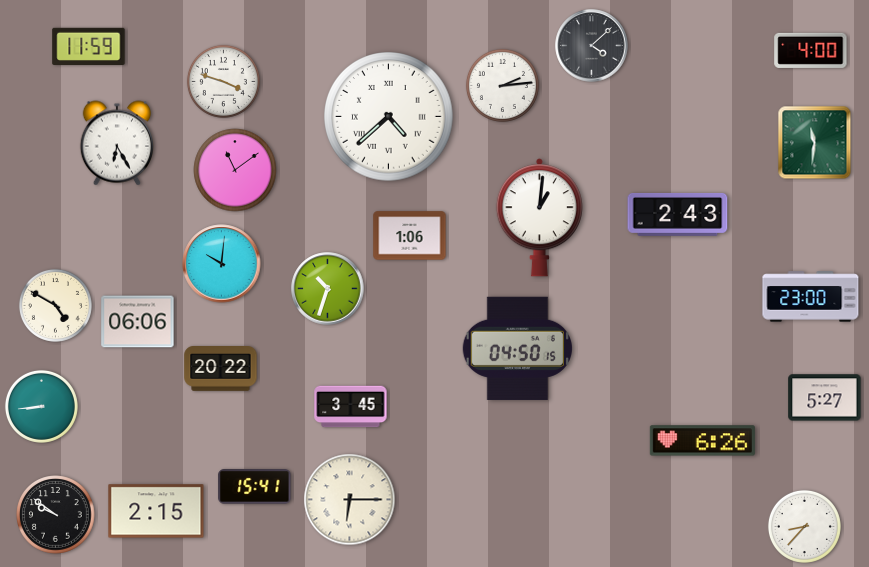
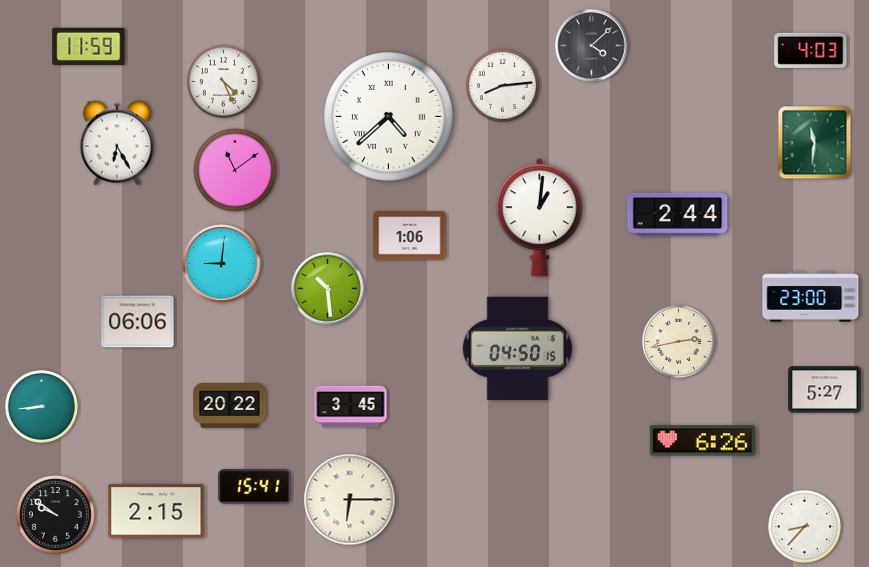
clock at (811, 50): 4:00 -> 4:03
clock at (223, 81): 3:48 -> 4:26
clock at (502, 85): 2:14 -> 8:14
clock at (678, 214): 2:43 -> 2:44
clock at (222, 264): 10:01 -> 9:01
clock at (328, 289): 10:33 -> 10:29
clock at (55, 305): 4:50 -> none
clock at (678, 341): none -> 2:43
clock at (221, 369) position: (221, 369) -> (230, 406)
clock at (825, 398) position: (825, 398) -> (825, 390)
